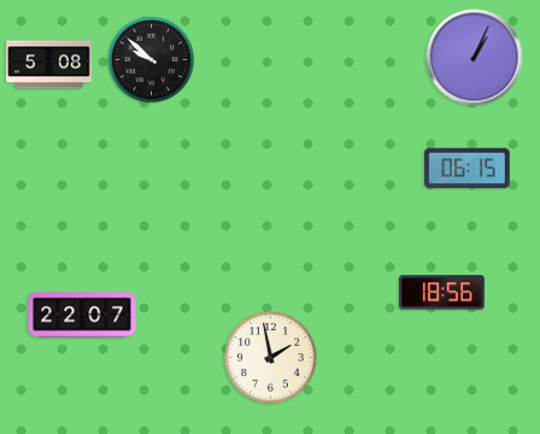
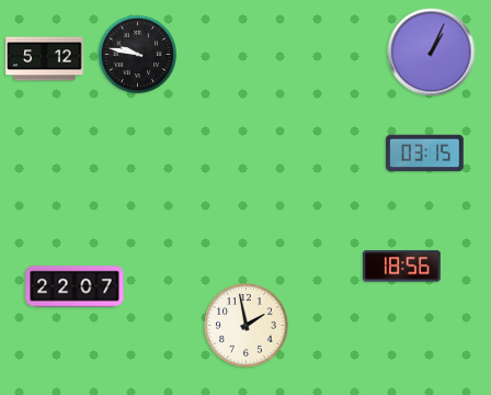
clock at (151, 59): 9:52 -> 9:47
clock at (49, 65): 5:08 -> 5:12
clock at (468, 169): 06:15 -> 03:15
